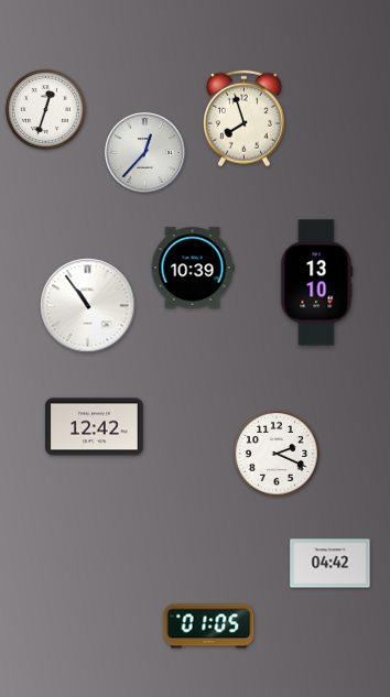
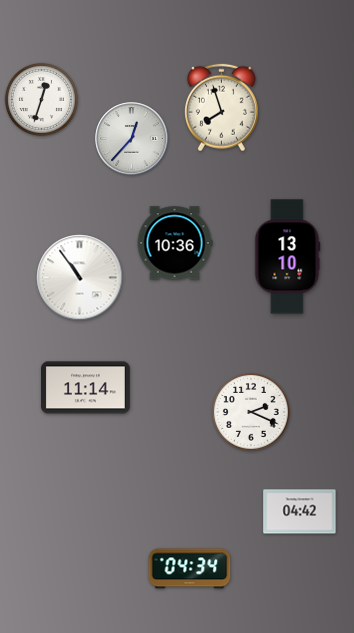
clock at (193, 268): 10:39 -> 10:36
clock at (95, 427): 12:42 -> 11:14
clock at (209, 627): 01:05 -> 04:34
